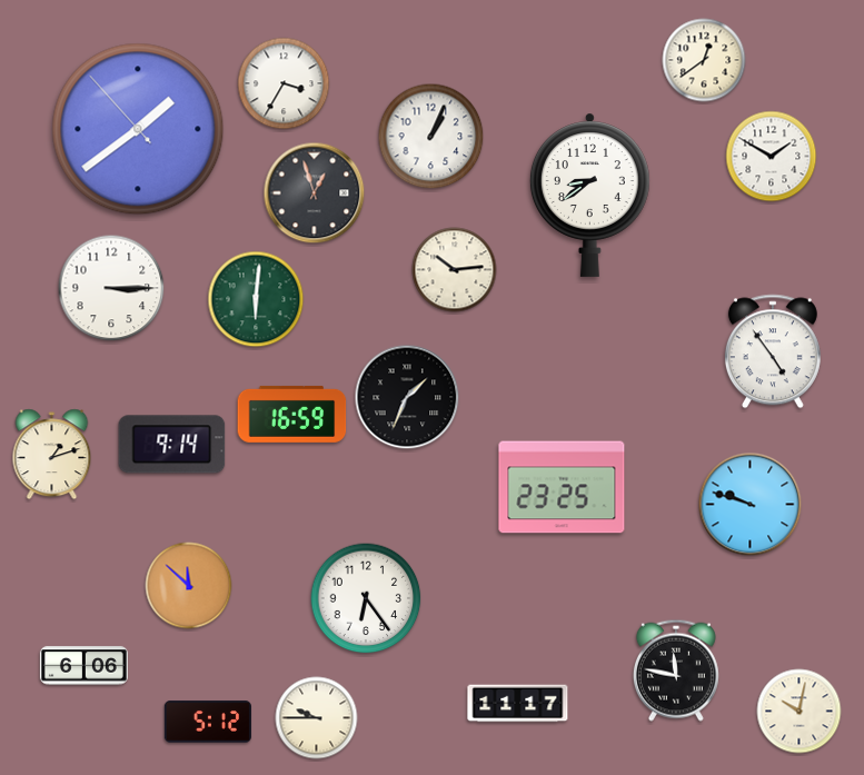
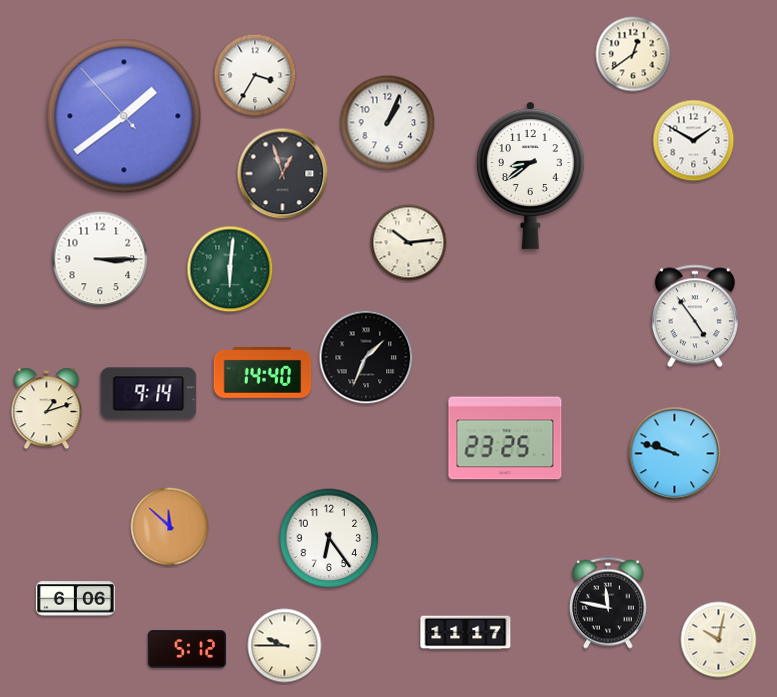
clock at (292, 414): 16:59 -> 14:40
clock at (172, 445) position: (172, 445) -> (149, 394)
